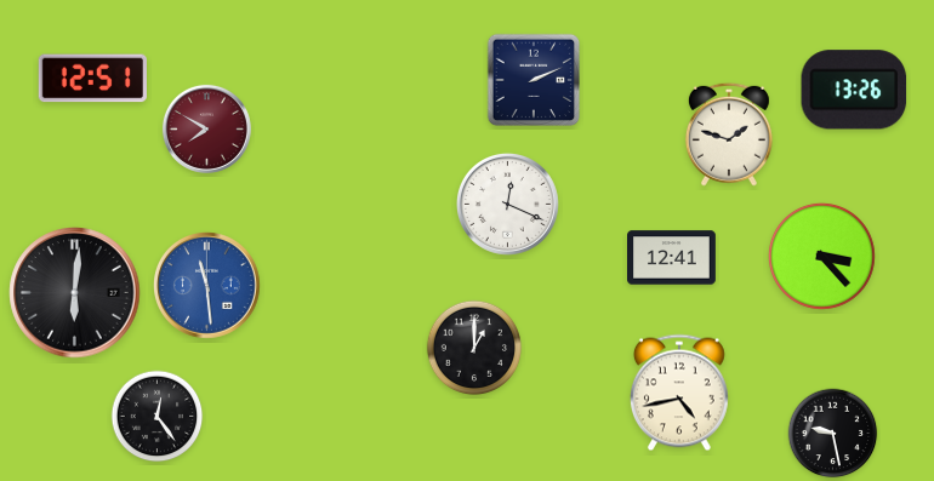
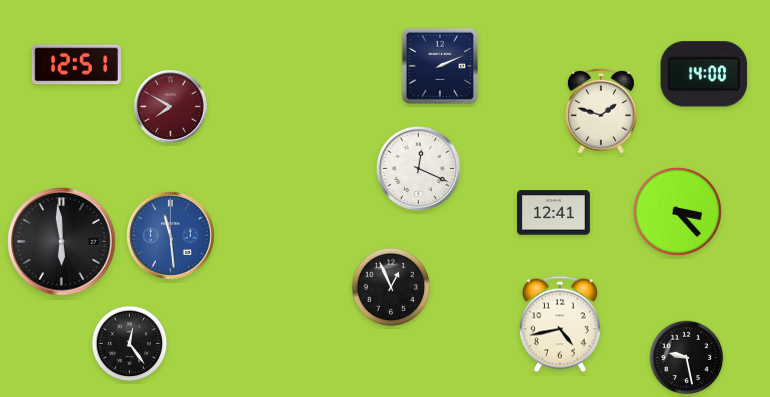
clock at (854, 90): 13:26 -> 14:00
clock at (75, 293): 6:01 -> 5:59
clock at (474, 348): 1:00 -> 12:56
